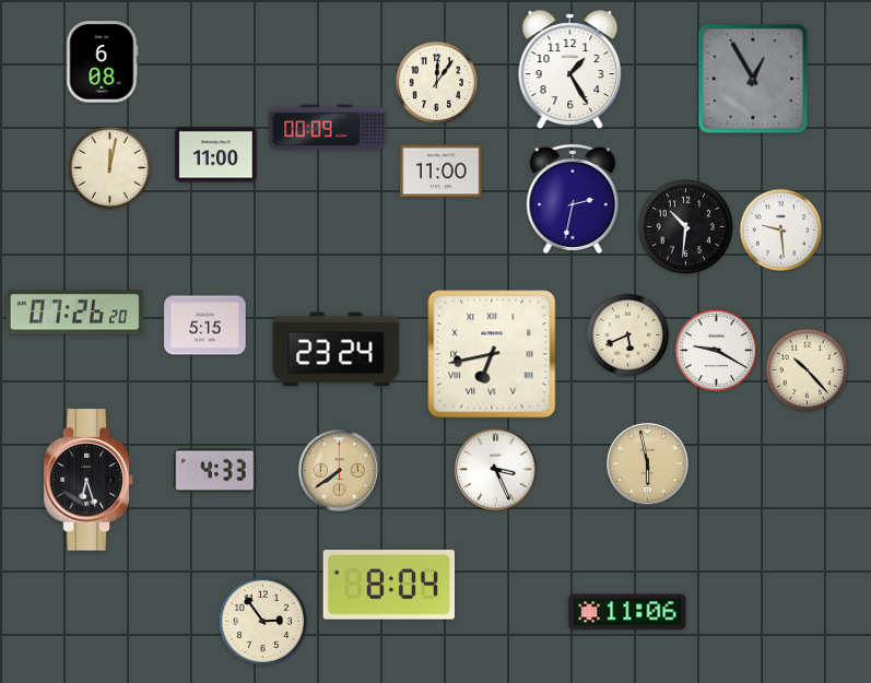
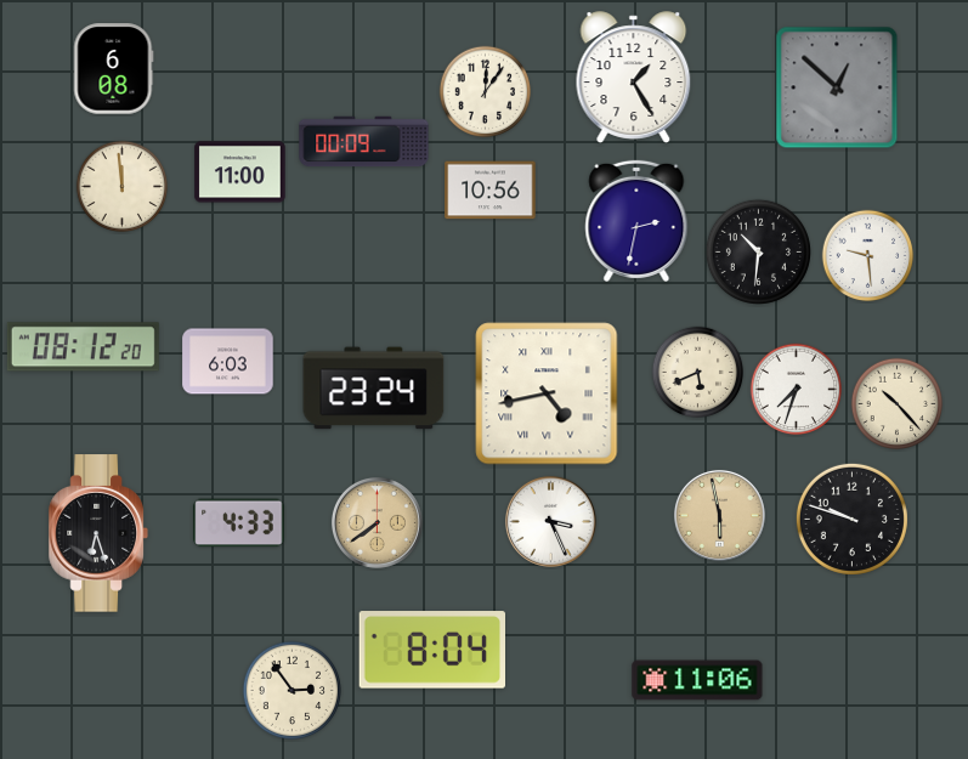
clock at (753, 79): 12:55 -> 12:52
clock at (110, 168): 12:02 -> 11:59
clock at (442, 172): 11:00 -> 10:56
clock at (685, 226) position: (685, 226) -> (758, 251)
clock at (74, 313): 07:26 -> 08:12
clock at (205, 326): 5:15 -> 6:03
clock at (717, 351): 9:20 -> 7:33
clock at (492, 354): 6:43 -> 4:43
clock at (808, 370) position: (808, 370) -> (898, 404)
clock at (851, 519): none -> 9:48
